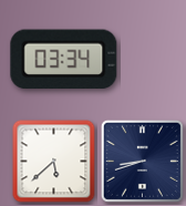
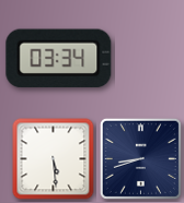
clock at (64, 60) position: (64, 60) -> (59, 59)
clock at (54, 162): 5:38 -> 5:29
